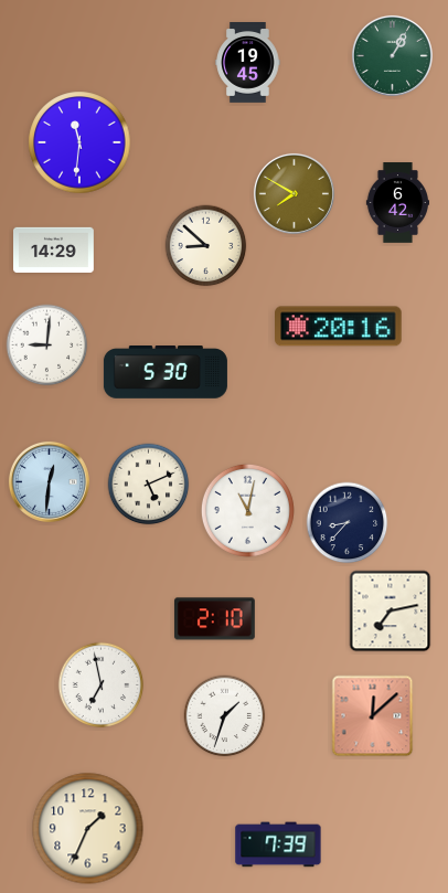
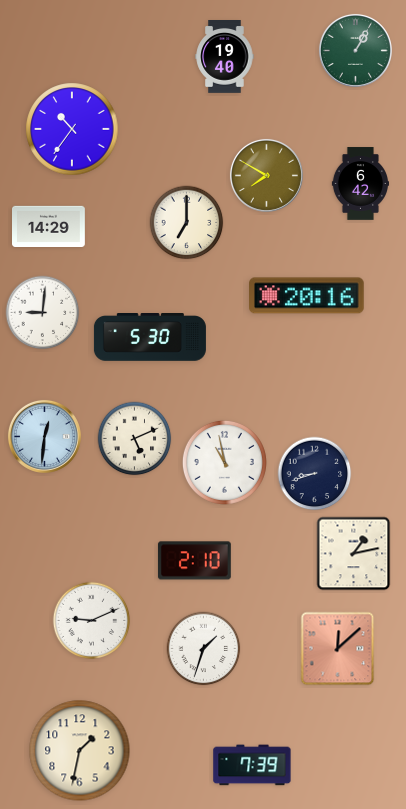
clock at (248, 63): 19:45 -> 19:40
clock at (79, 142): 11:31 -> 10:36
clock at (206, 246): 8:52 -> 7:00
clock at (247, 510): 11:02 -> 10:58
clock at (348, 523): 8:37 -> 8:42
clock at (391, 612): 7:13 -> 1:13
clock at (102, 685): 6:58 -> 9:11
clock at (88, 829): 1:34 -> 1:32
